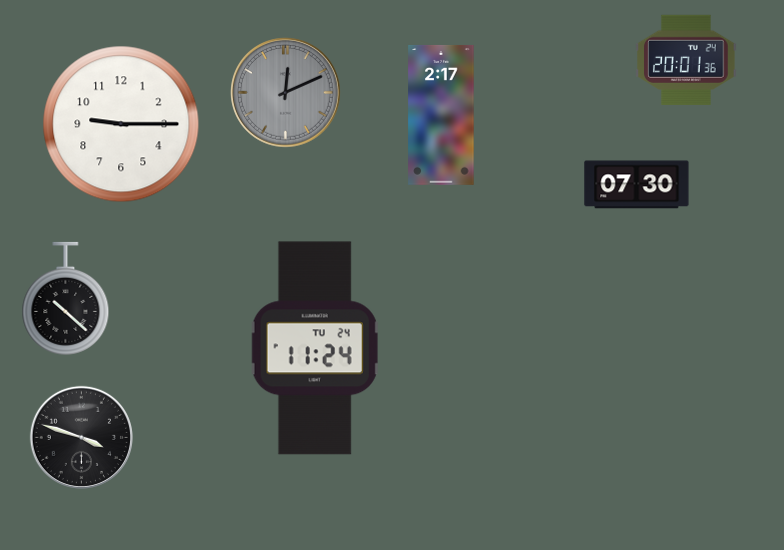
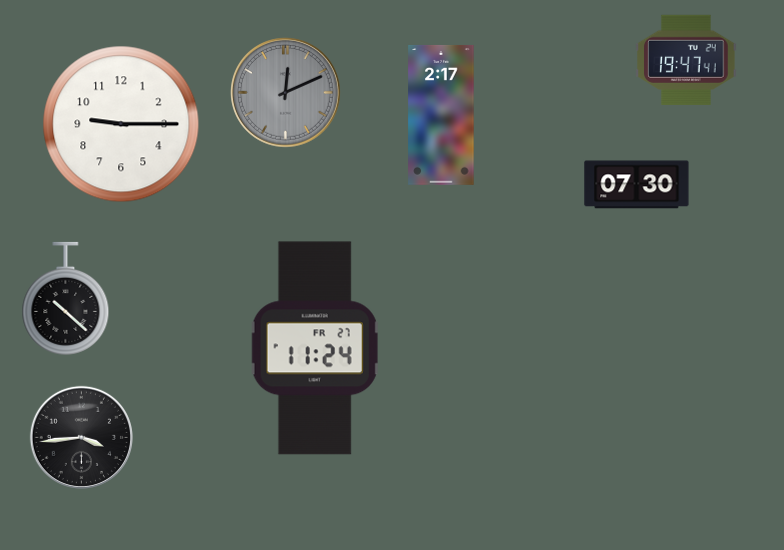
clock at (686, 60): 20:01 -> 19:47
clock at (315, 348) date: TU 24 -> FR 27
clock at (81, 437): 3:48 -> 3:44
